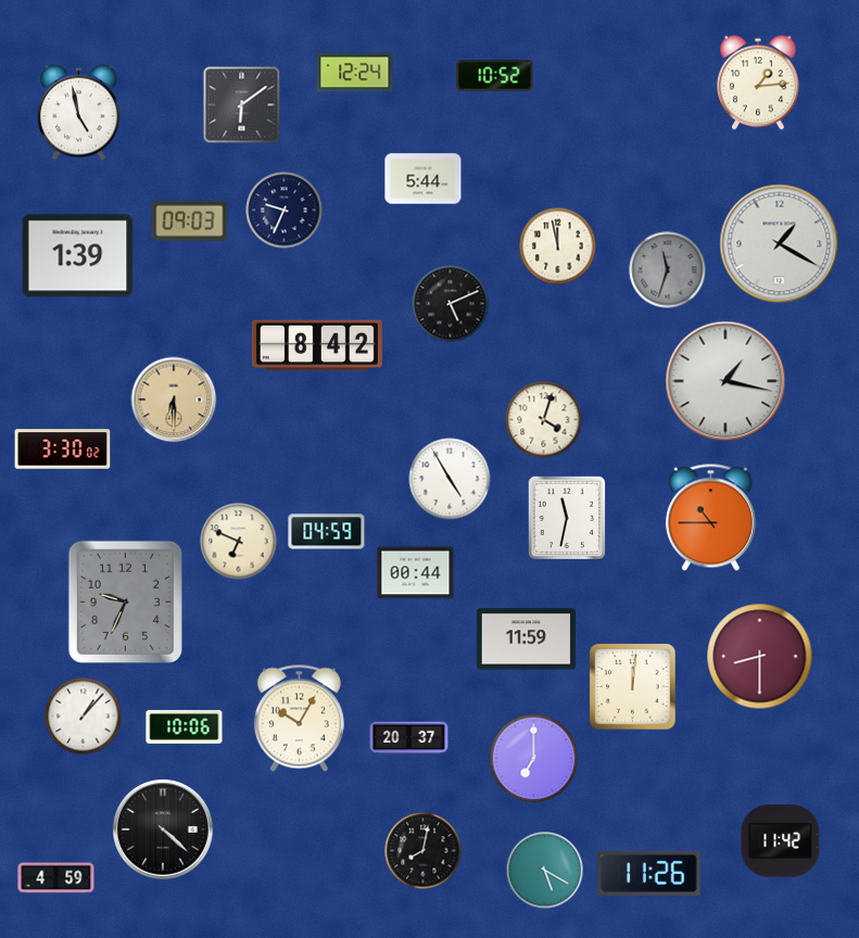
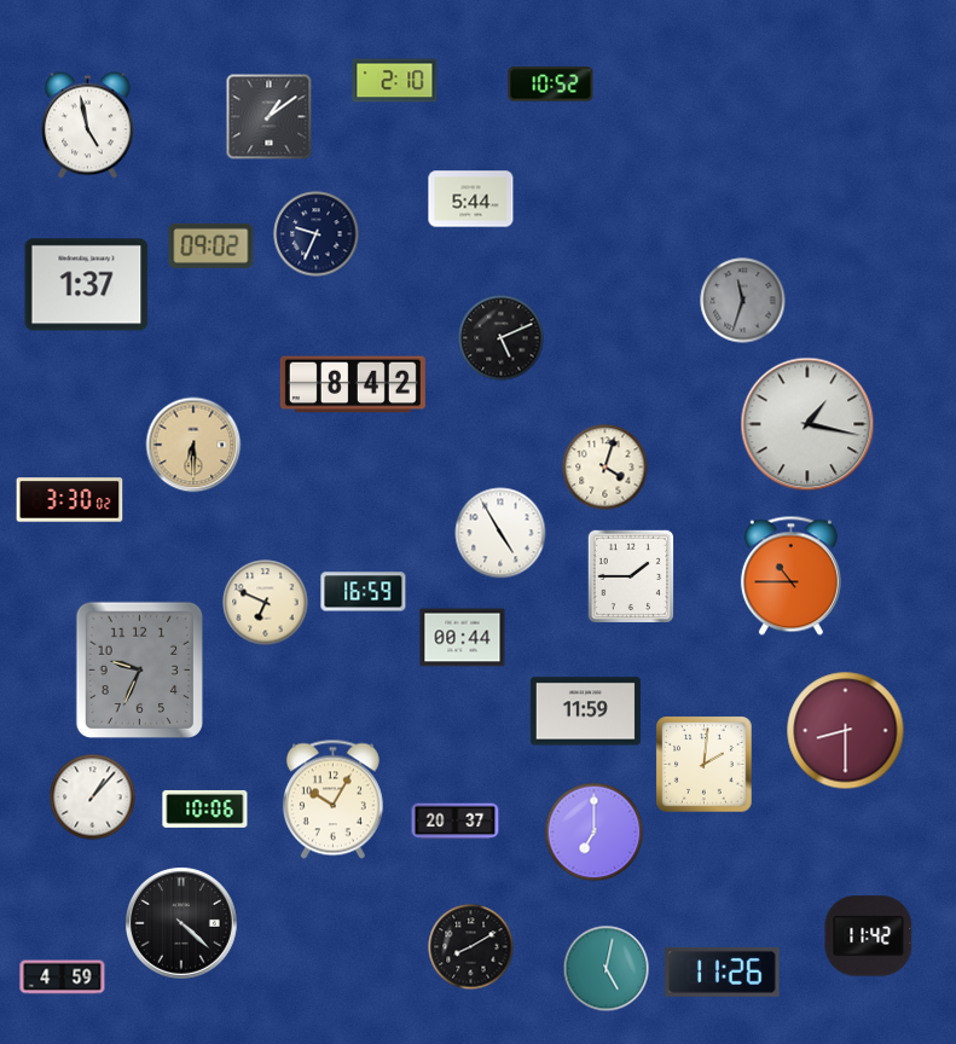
clock at (355, 73): 12:24 -> 2:10
clock at (758, 83): 1:14 -> none
clock at (242, 105): 6:09 -> 1:09
clock at (190, 220): 09:03 -> 09:02
clock at (780, 244): 1:20 -> none
clock at (558, 246): 11:58 -> none
clock at (78, 256): 1:39 -> 1:37
clock at (566, 517): 11:32 -> 1:45
clock at (327, 532): 04:59 -> 16:59
clock at (633, 687): 12:01 -> 2:01
clock at (534, 759) position: (534, 759) -> (595, 833)
clock at (424, 851): 8:02 -> 8:10
clock at (545, 871): 5:20 -> 5:02
